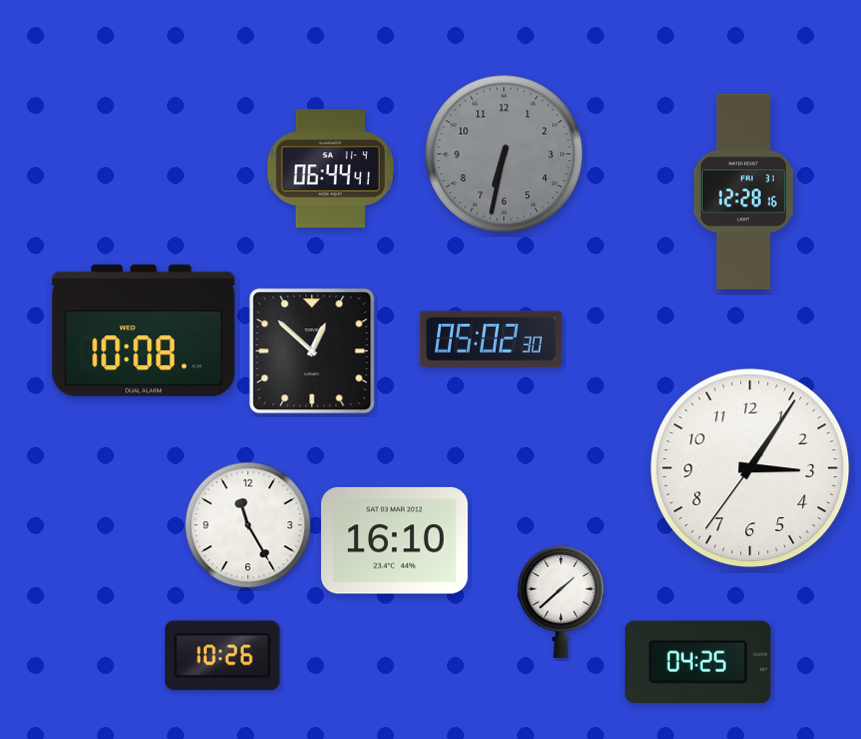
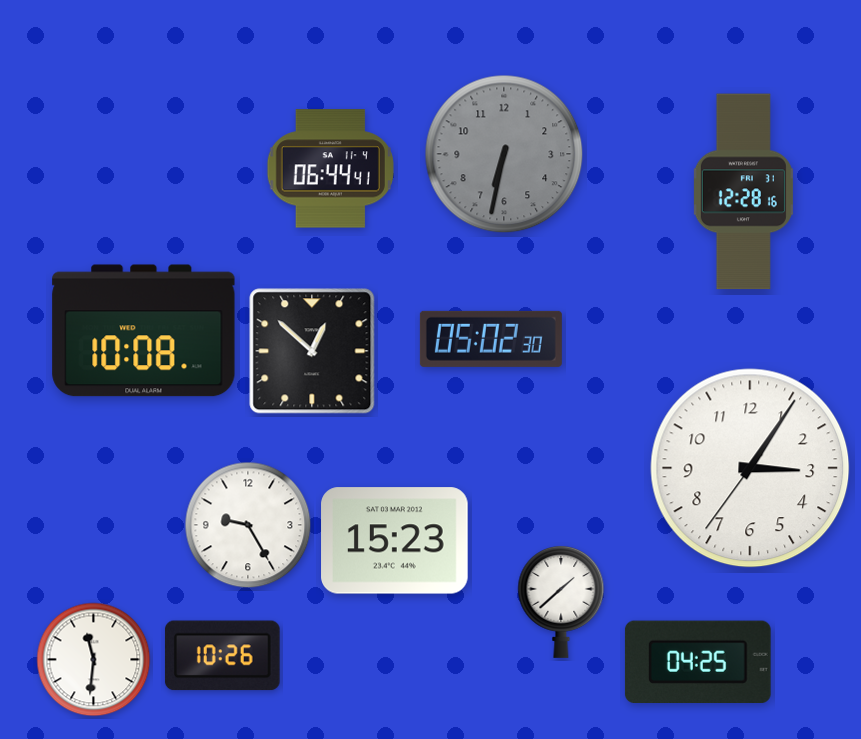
clock at (248, 525): 11:25 -> 9:25
clock at (395, 541): 16:10 -> 15:23
clock at (94, 660): none -> 11:31
